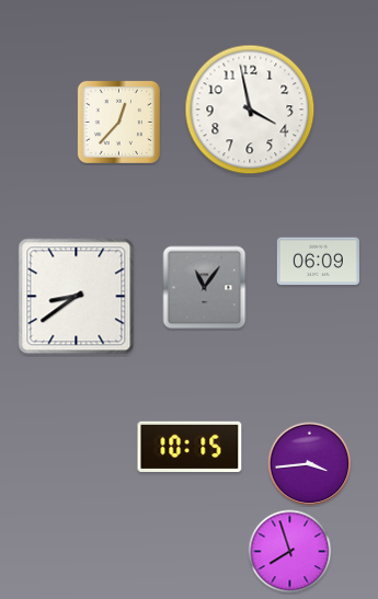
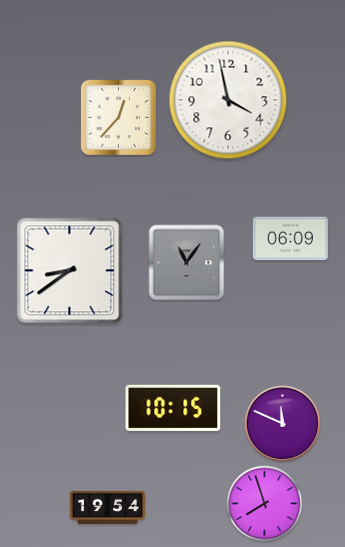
clock at (118, 122) position: (118, 122) -> (118, 117)
clock at (310, 464): 3:44 -> 11:49
clock at (107, 507): none -> 19:54
